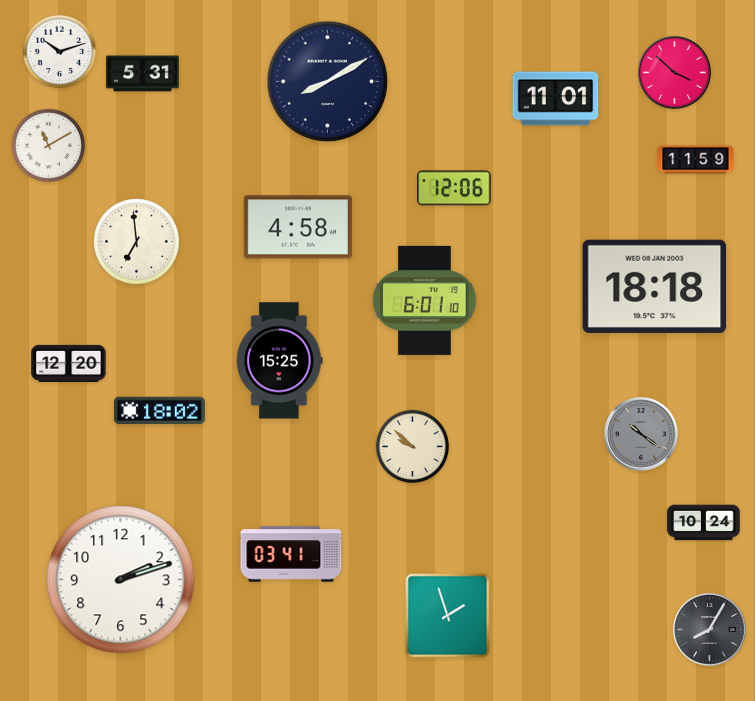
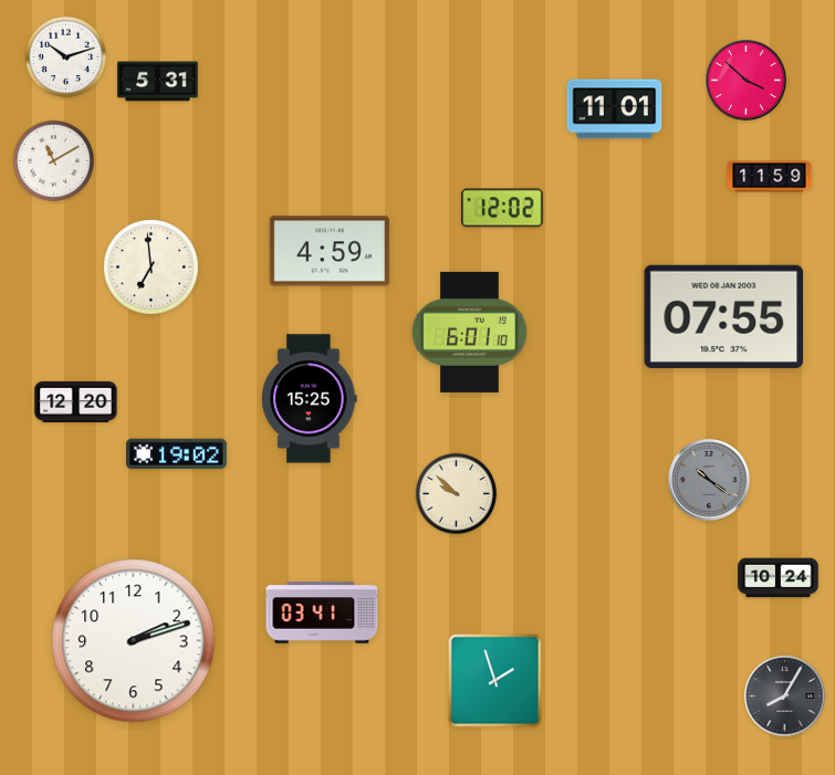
clock at (328, 82): 8:10 -> none
clock at (454, 188): 12:06 -> 12:02
clock at (298, 227): 4:58 -> 4:59
clock at (655, 286): 18:18 -> 07:55
clock at (159, 411): 18:02 -> 19:02
